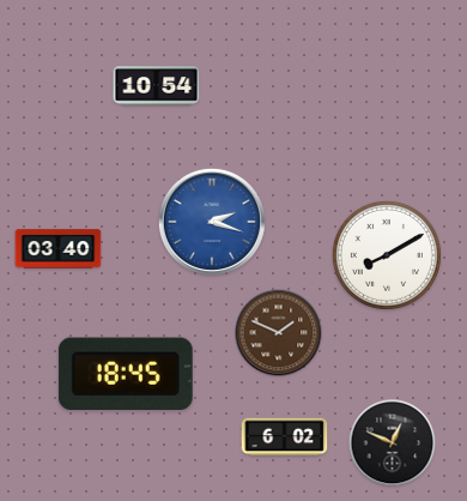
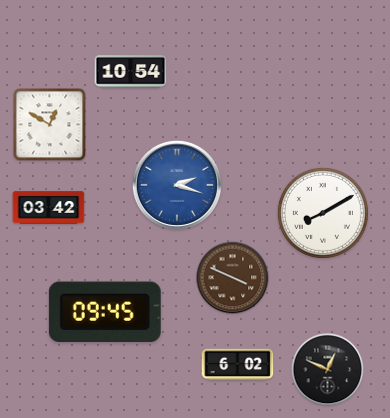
clock at (50, 125): none -> 12:50
clock at (59, 249): 03:40 -> 03:42
clock at (279, 333): 1:49 -> 3:49
clock at (126, 373): 18:45 -> 09:45
